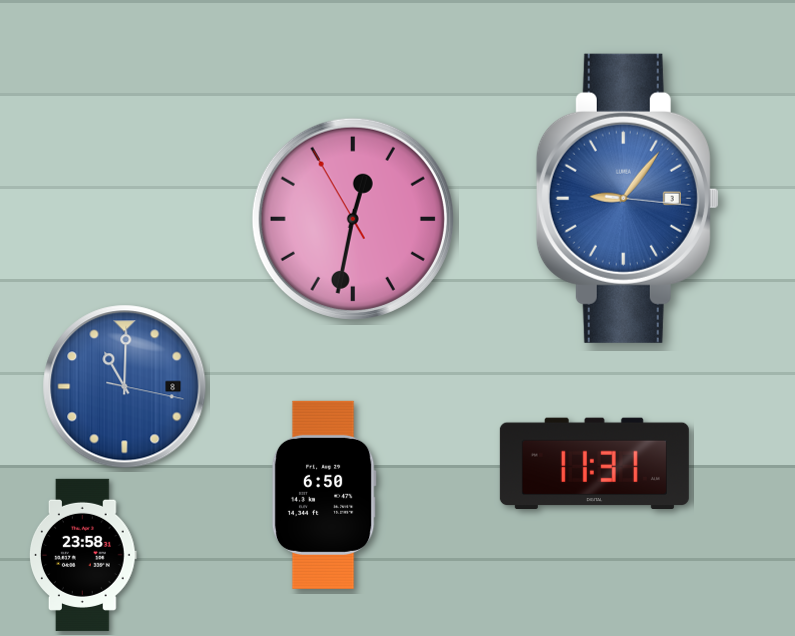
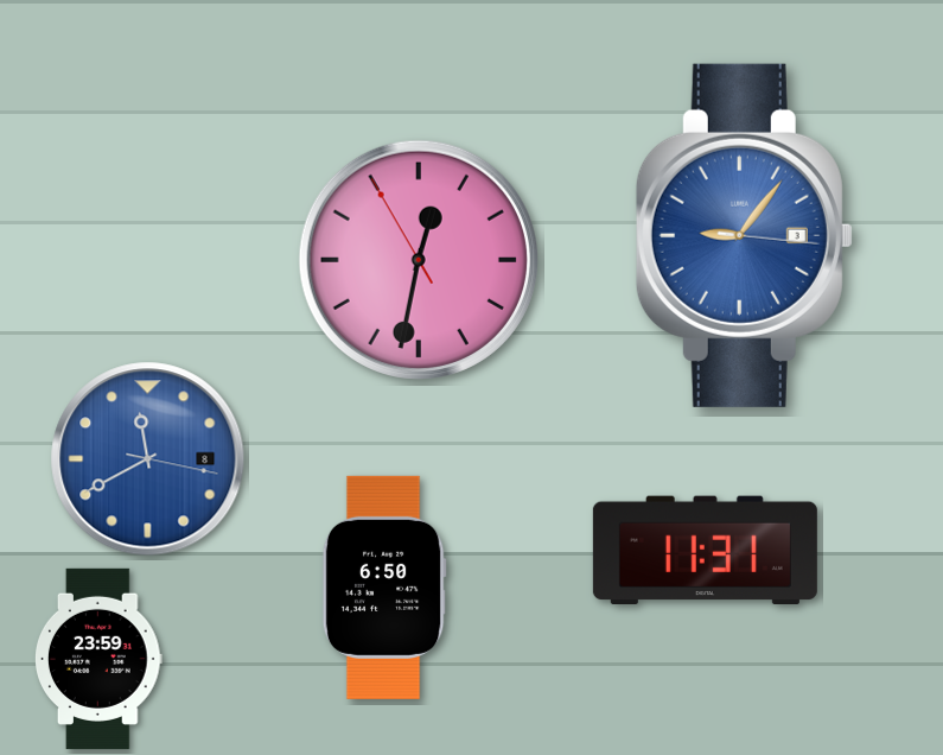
clock at (125, 387): 11:00 -> 11:40
clock at (83, 555): 23:58 -> 23:59
